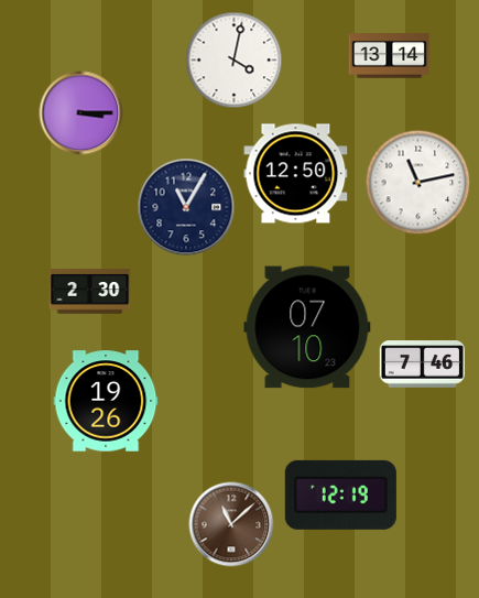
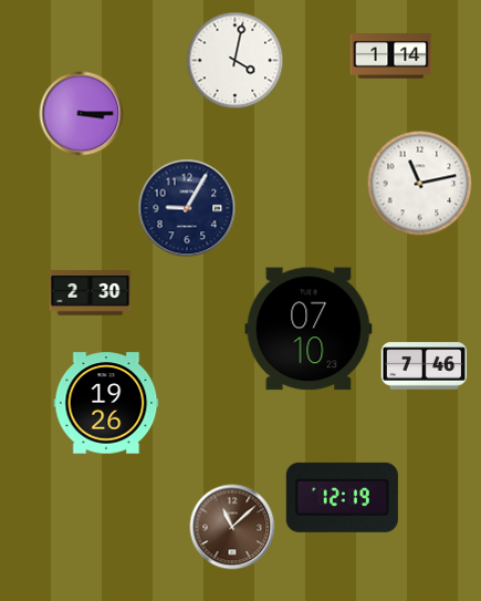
clock at (390, 56): 13:14 -> 1:14
clock at (296, 174): 12:50 -> none
clock at (186, 207): 11:05 -> 9:05
